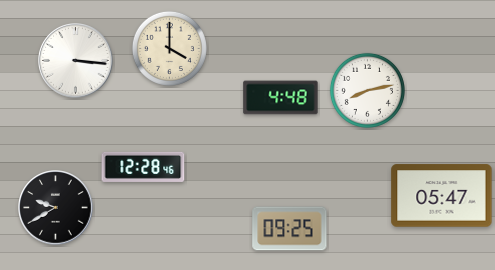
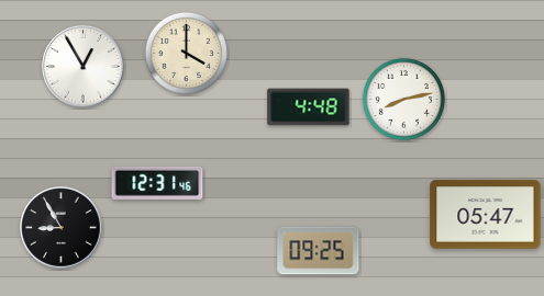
clock at (76, 61): 3:16 -> 12:55
clock at (143, 167): 12:28 -> 12:31
clock at (56, 208): 9:40 -> 8:55
